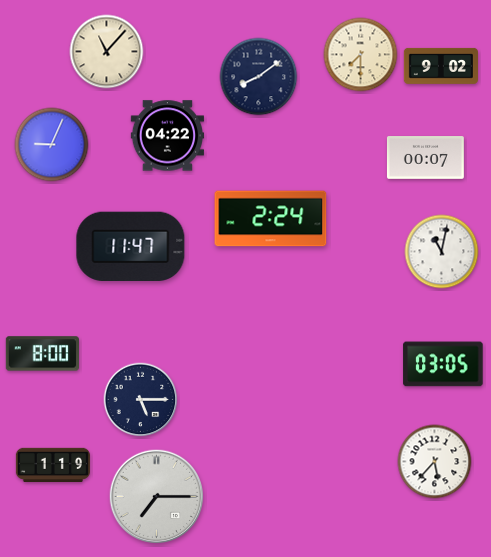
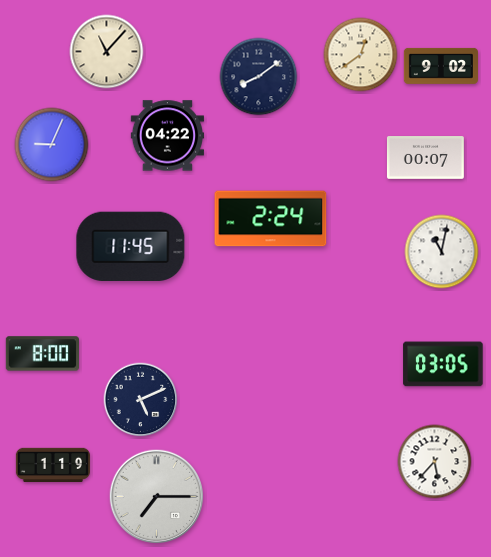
clock at (361, 55): 7:30 -> 12:39
clock at (131, 247): 11:47 -> 11:45
clock at (141, 400): 5:15 -> 5:11
